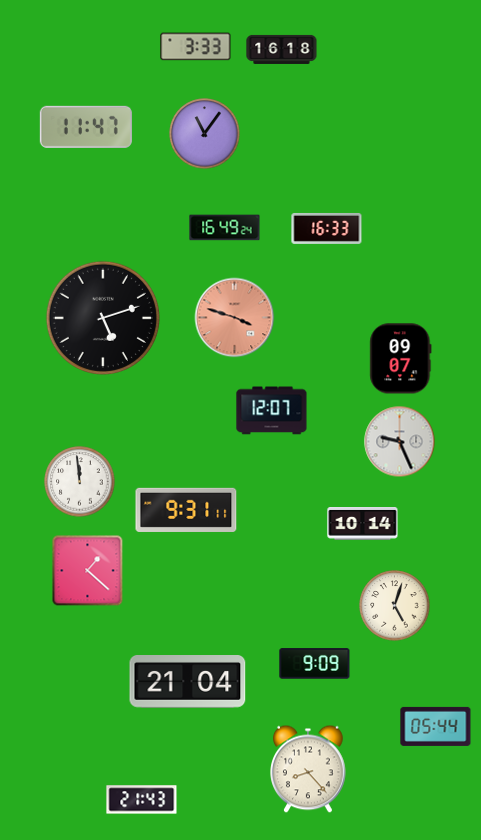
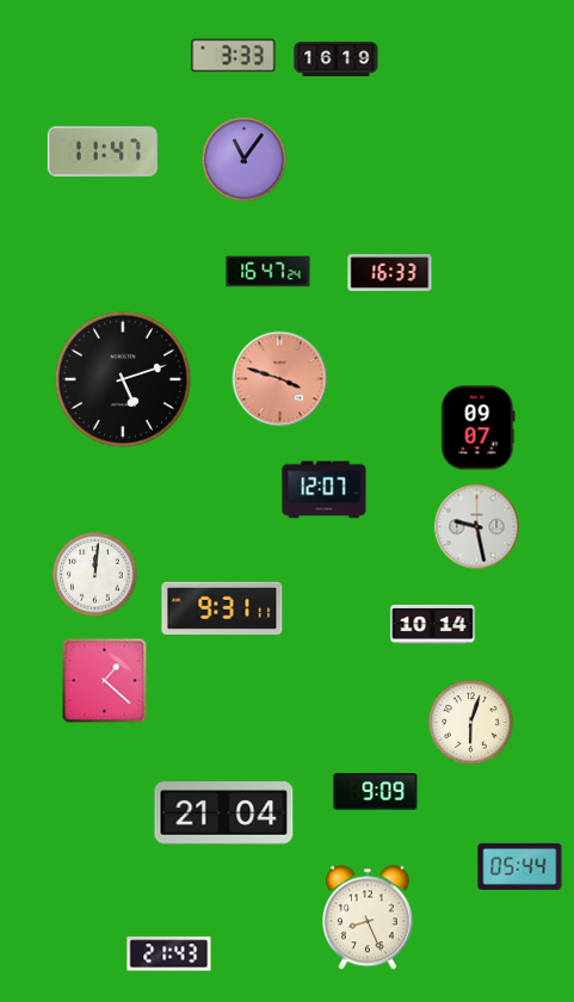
clock at (282, 49): 16:18 -> 16:19
clock at (225, 228): 16:49 -> 16:47
clock at (400, 442): 9:26 -> 9:28
clock at (80, 482): 11:59 -> 12:01
clock at (395, 606): 5:03 -> 6:03
clock at (309, 769): 8:23 -> 8:26
